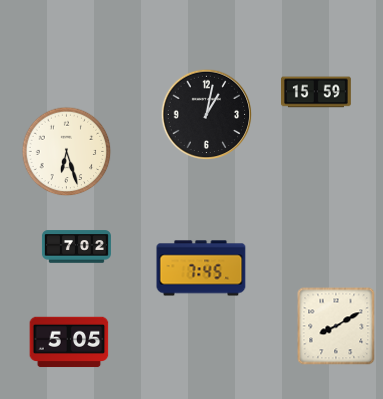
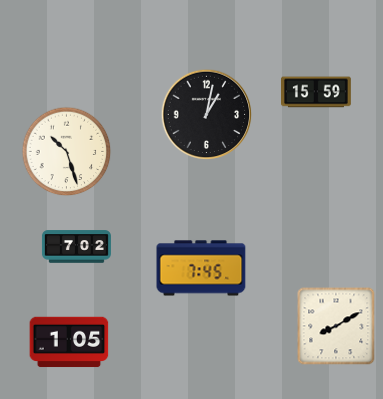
clock at (67, 152): 6:27 -> 10:27
clock at (69, 342): 5:05 -> 1:05
